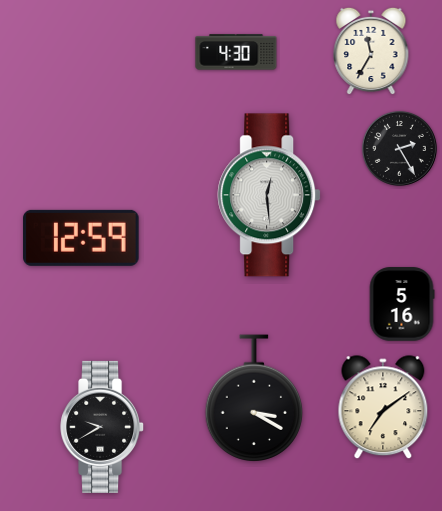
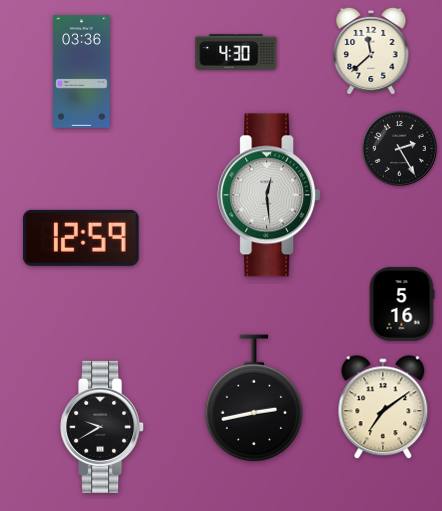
clock at (371, 51): 11:35 -> 11:38
clock at (82, 71): none -> 03:36
clock at (254, 398): 3:20 -> 2:43
